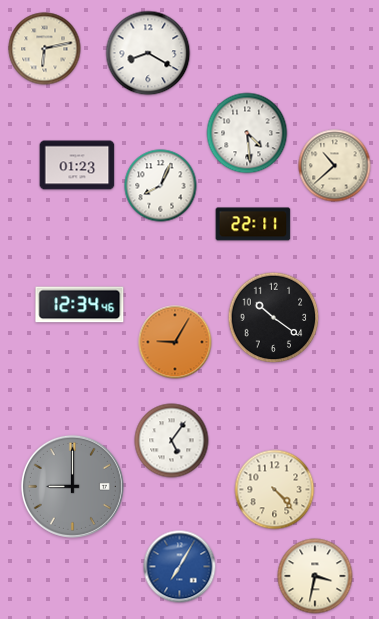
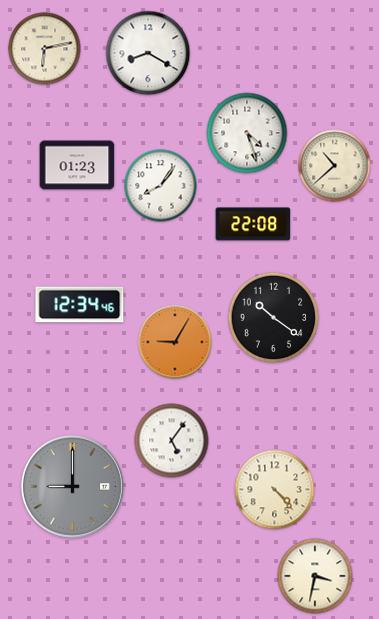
clock at (247, 133): 4:29 -> 4:27
clock at (161, 186): 8:04 -> 8:06
clock at (253, 224): 22:11 -> 22:08
clock at (180, 567): 7:05 -> none
